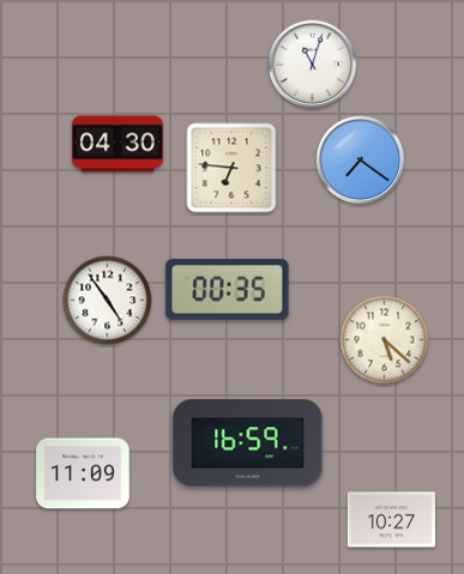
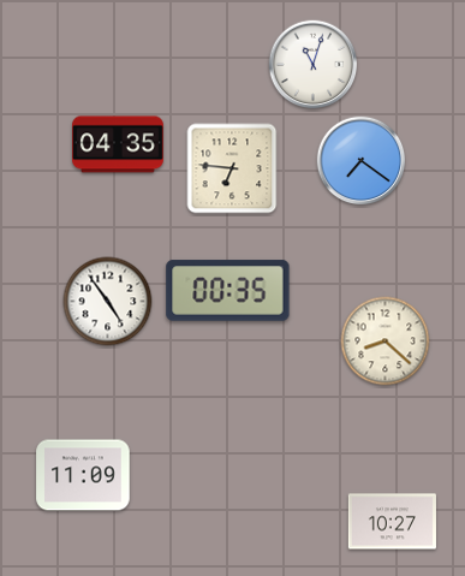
clock at (119, 144): 04:30 -> 04:35
clock at (385, 340): 5:22 -> 8:22
clock at (248, 443): 16:59 -> none
